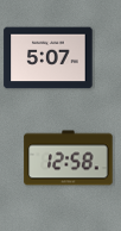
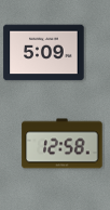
clock at (49, 58): 5:07 -> 5:09
